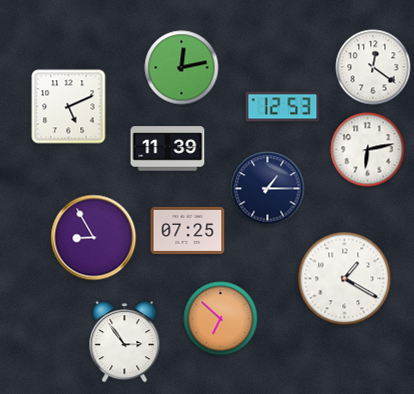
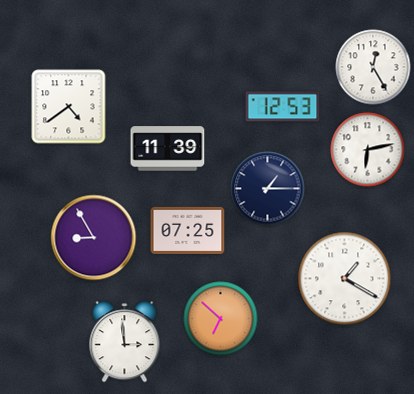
clock at (373, 67): 12:21 -> 12:25
clock at (182, 68): 12:13 -> none
clock at (69, 107): 5:11 -> 4:39
clock at (125, 342): 2:54 -> 2:59
